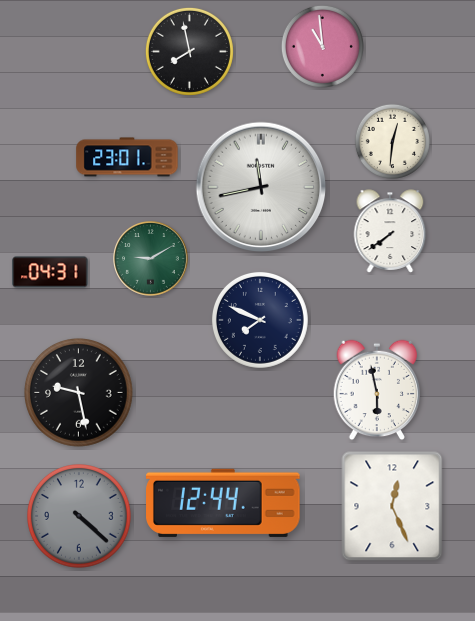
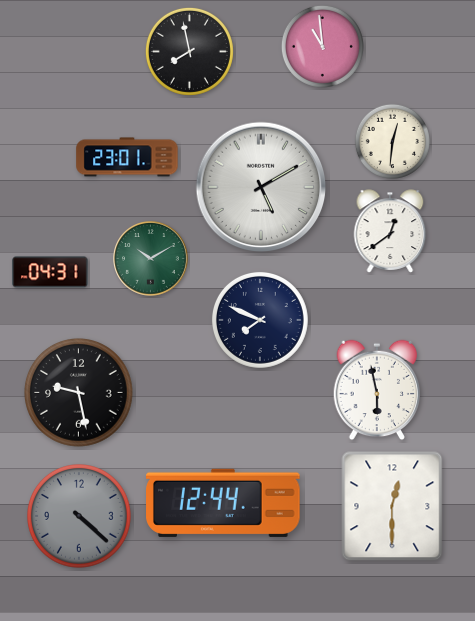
clock at (261, 187): 11:43 -> 5:10
clock at (390, 231): 7:39 -> 12:39
clock at (151, 259): 9:10 -> 10:10
clock at (392, 506): 12:26 -> 12:30
